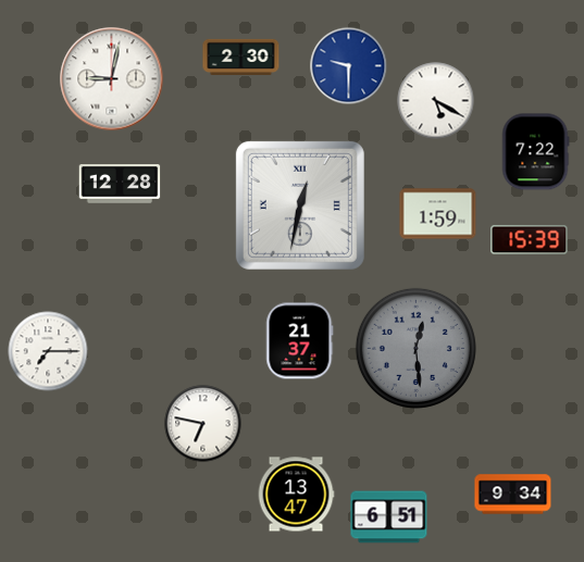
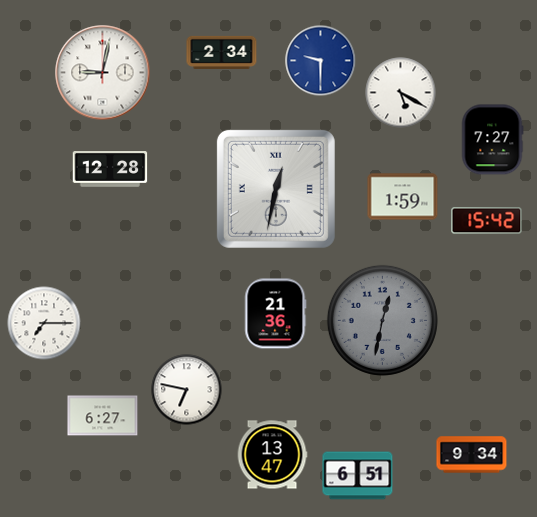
clock at (241, 57): 2:30 -> 2:34
clock at (535, 152): 7:22 -> 7:27
clock at (530, 240): 15:39 -> 15:42
clock at (300, 341): 21:37 -> 21:36
clock at (415, 348): 12:29 -> 12:32
clock at (103, 416): none -> 6:27
